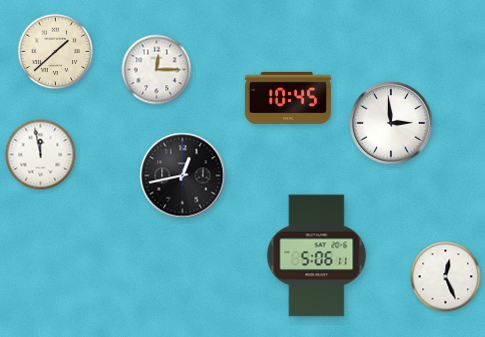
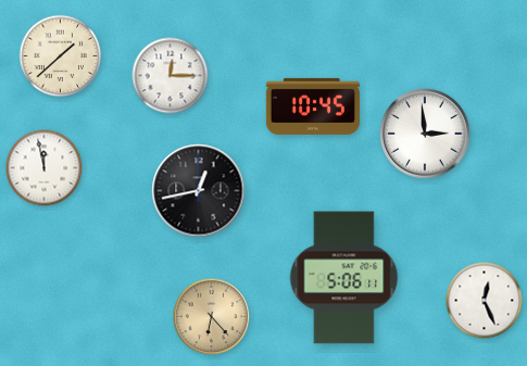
clock at (212, 317): none -> 6:23
